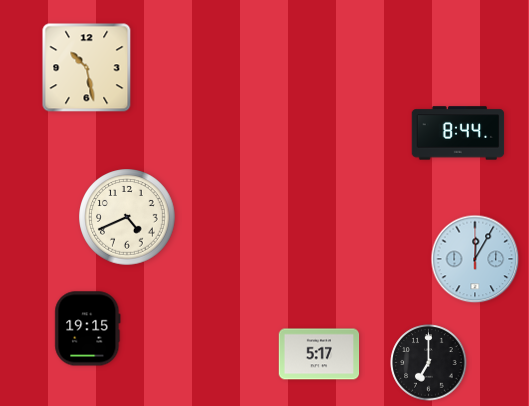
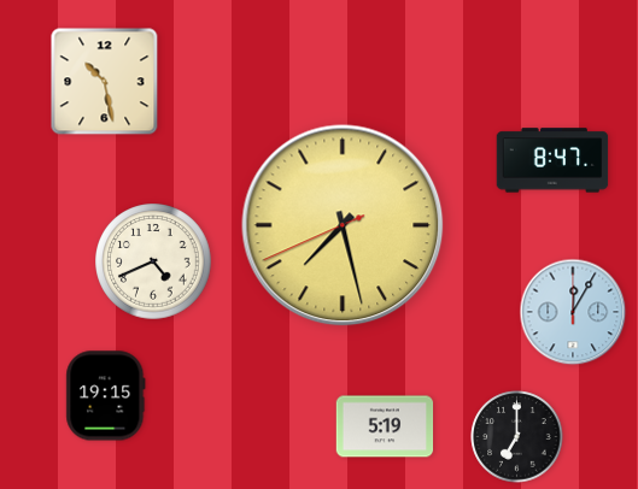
clock at (458, 133): 8:44 -> 8:47
clock at (343, 225): none -> 7:27
clock at (319, 354): 5:17 -> 5:19
